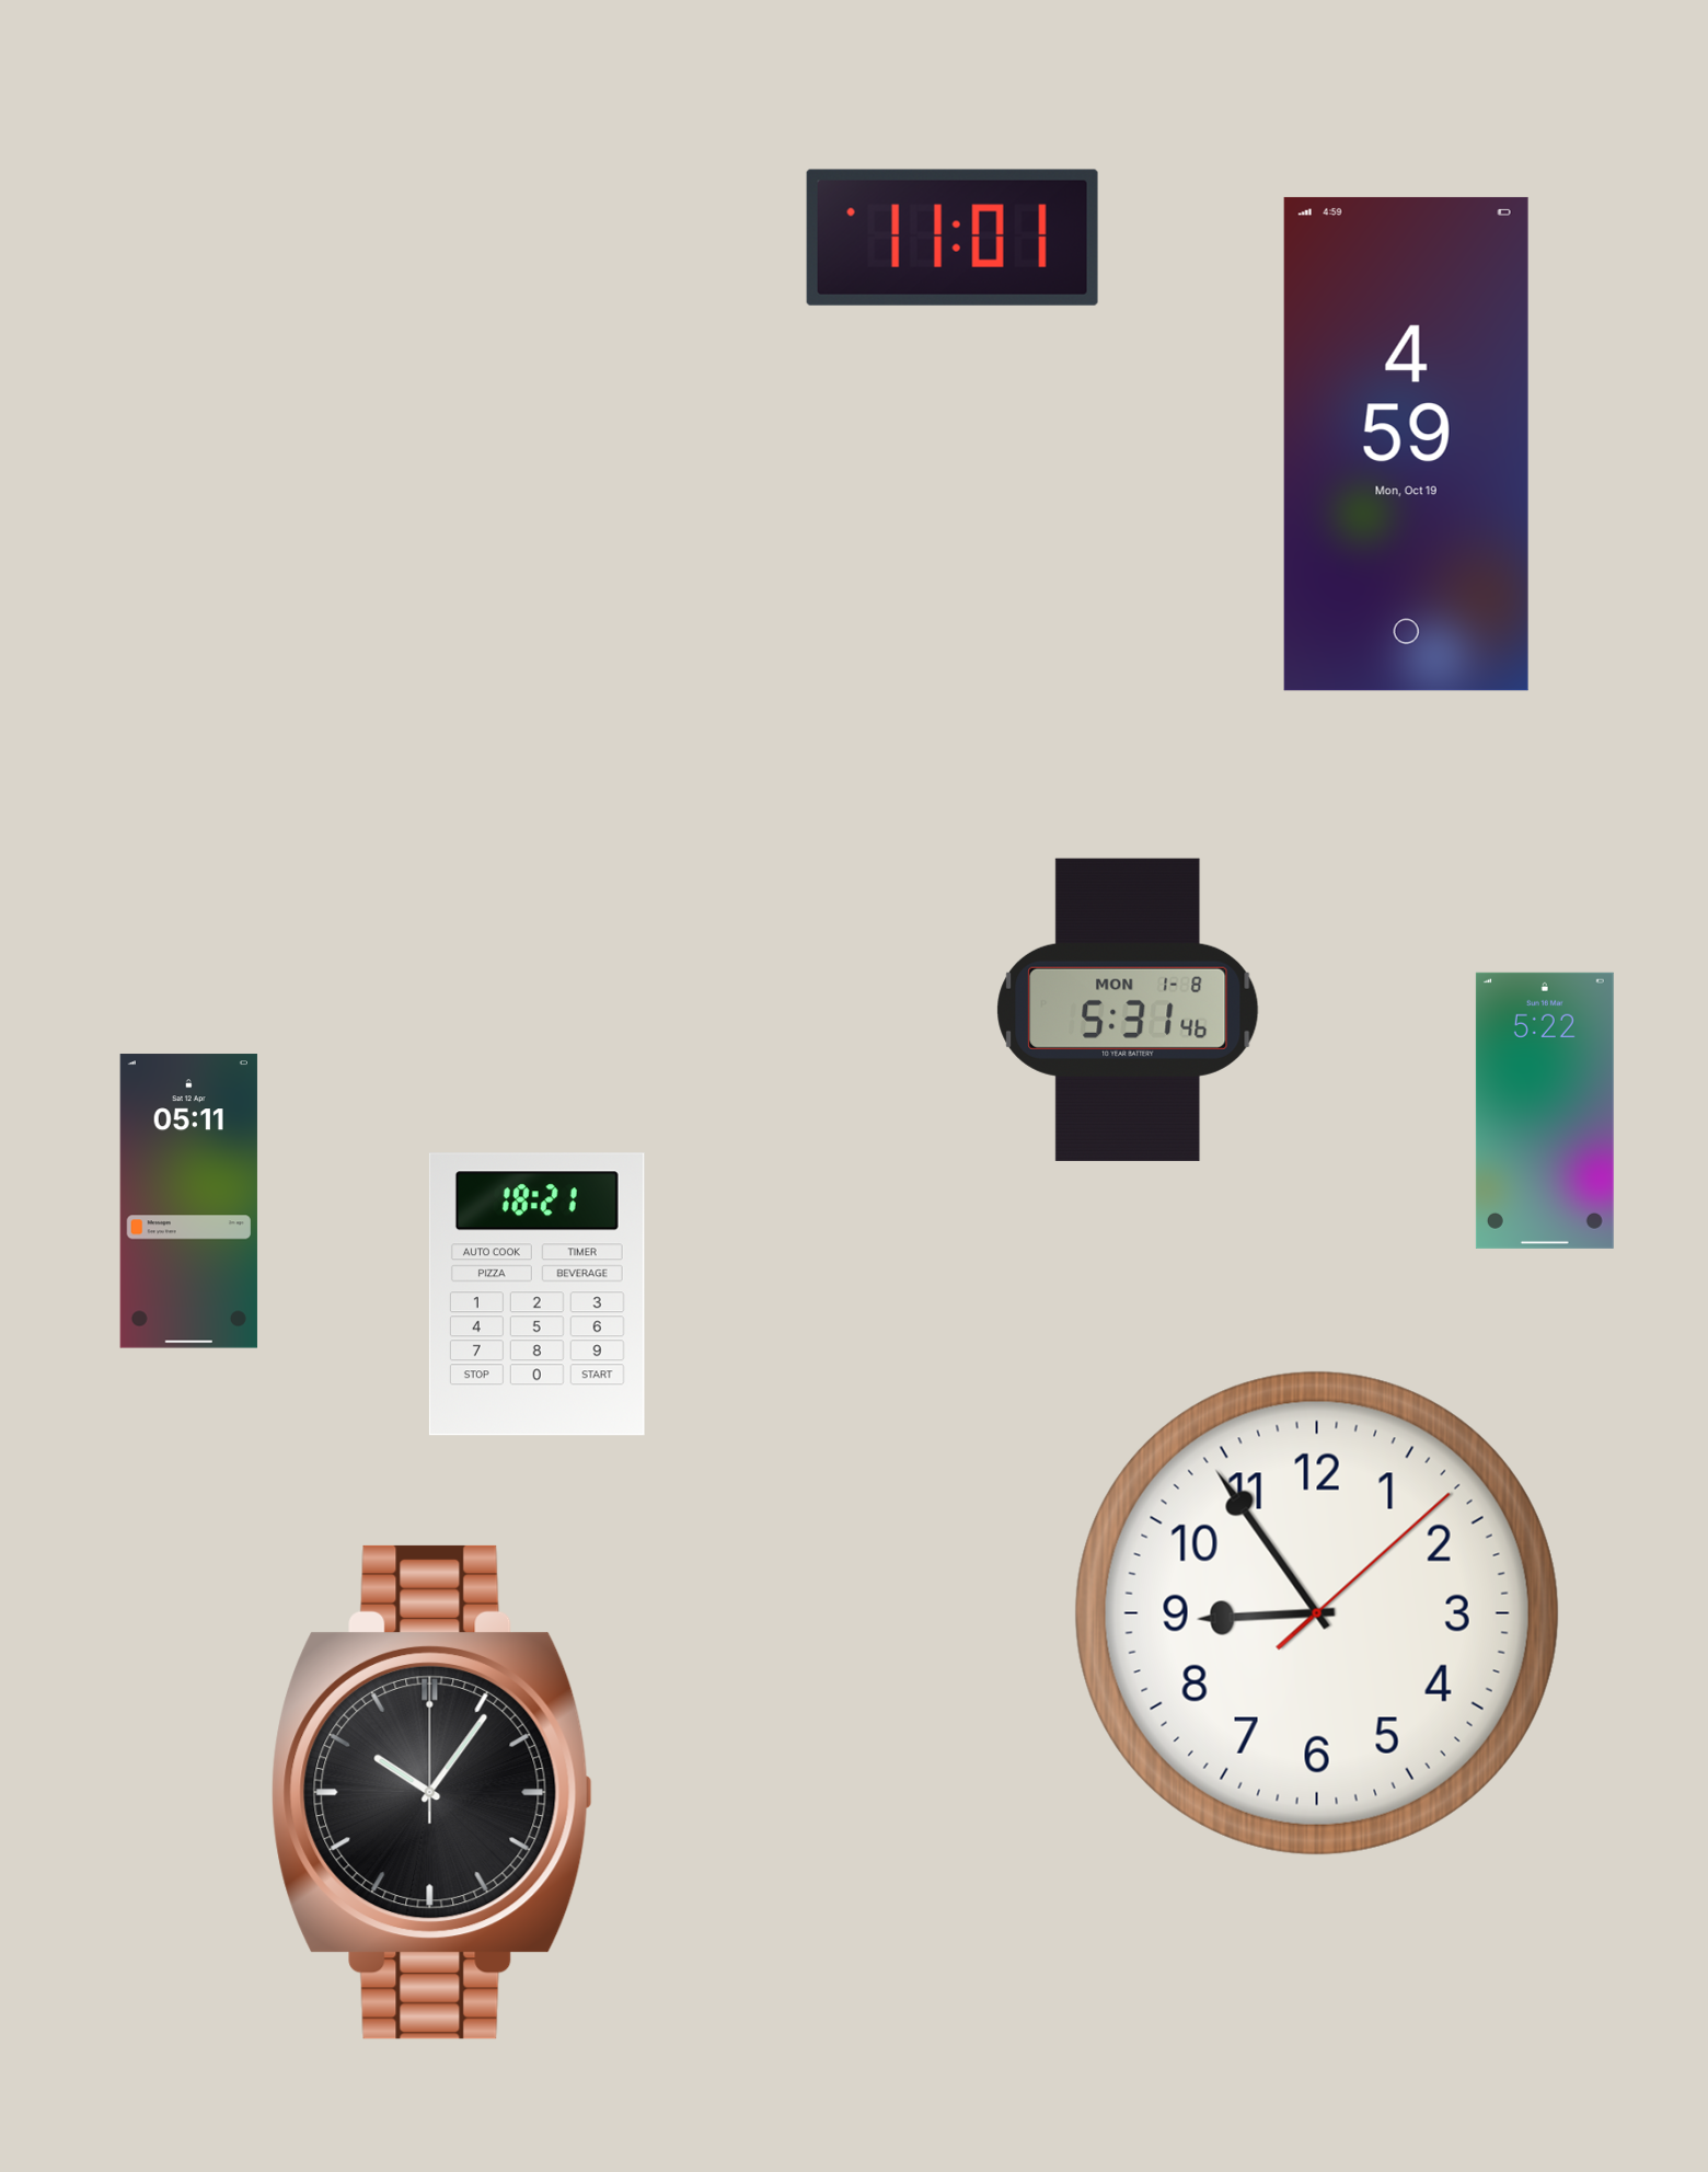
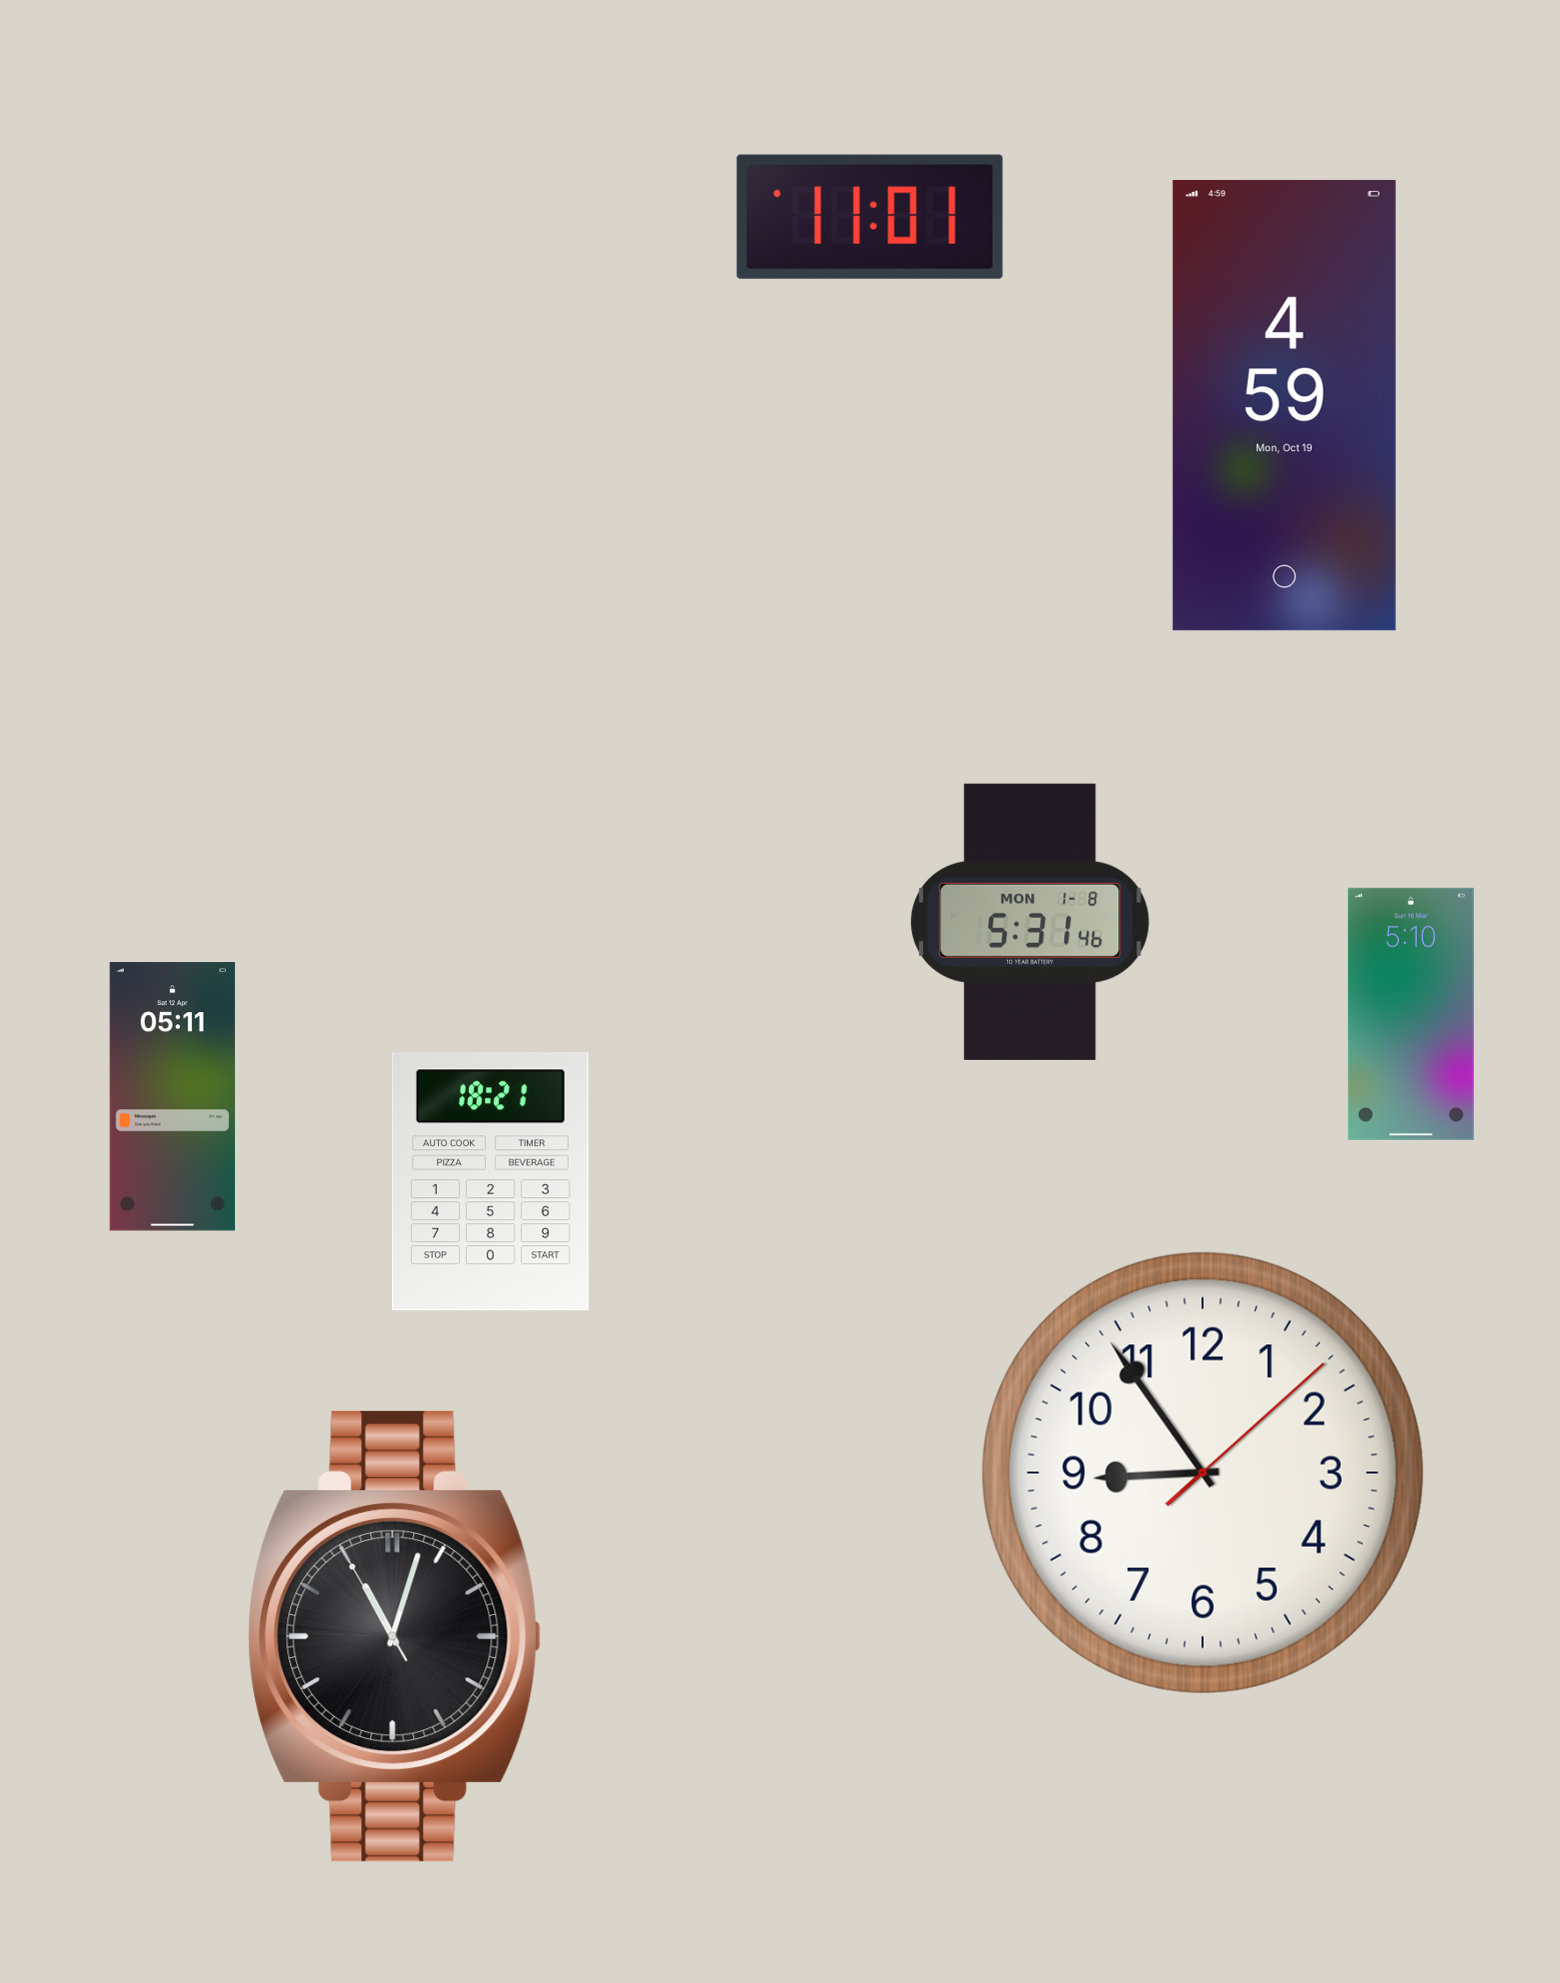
clock at (1545, 1111): 5:22 -> 5:10
clock at (431, 1792): 10:06 -> 11:02
